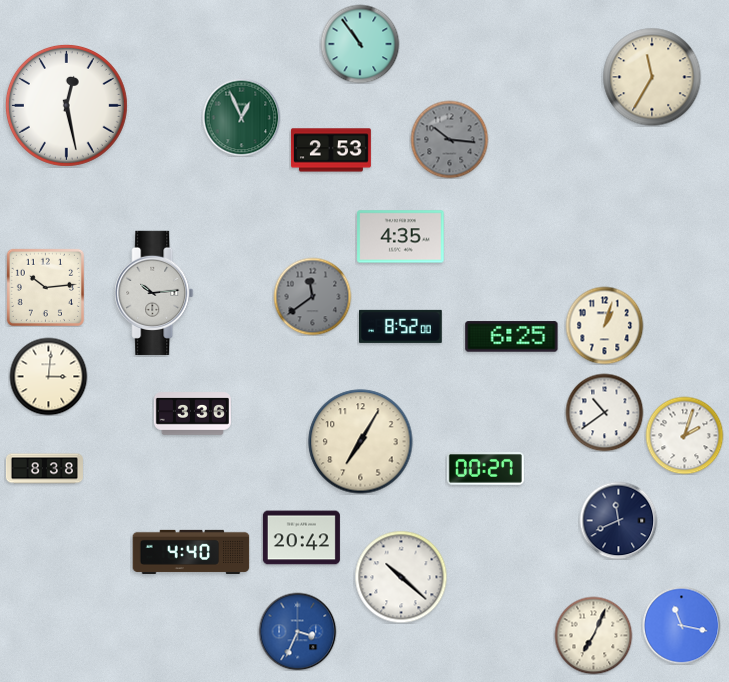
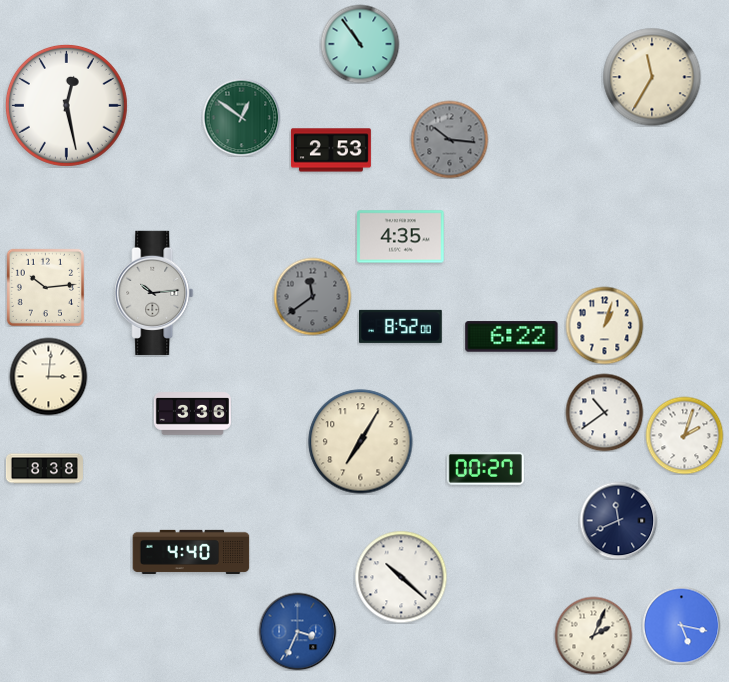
clock at (241, 117): 12:56 -> 12:51
clock at (512, 337): 6:25 -> 6:22
clock at (301, 538): 20:42 -> none
clock at (681, 625): 11:17 -> 5:17
clock at (593, 635): 7:04 -> 2:04
